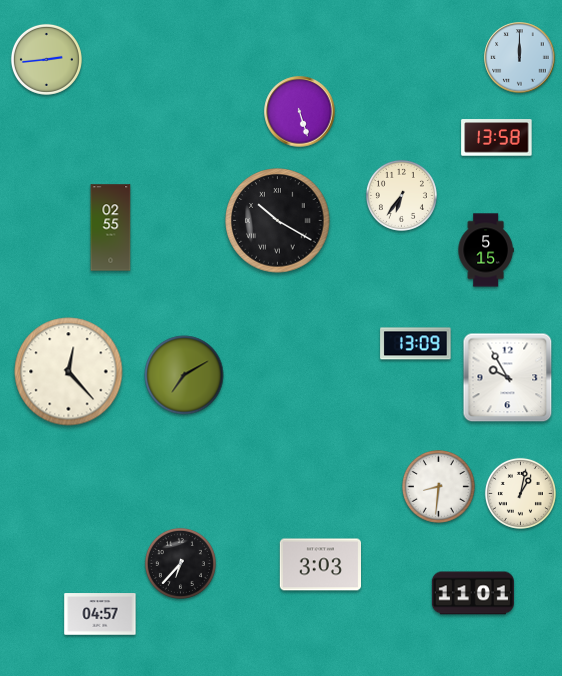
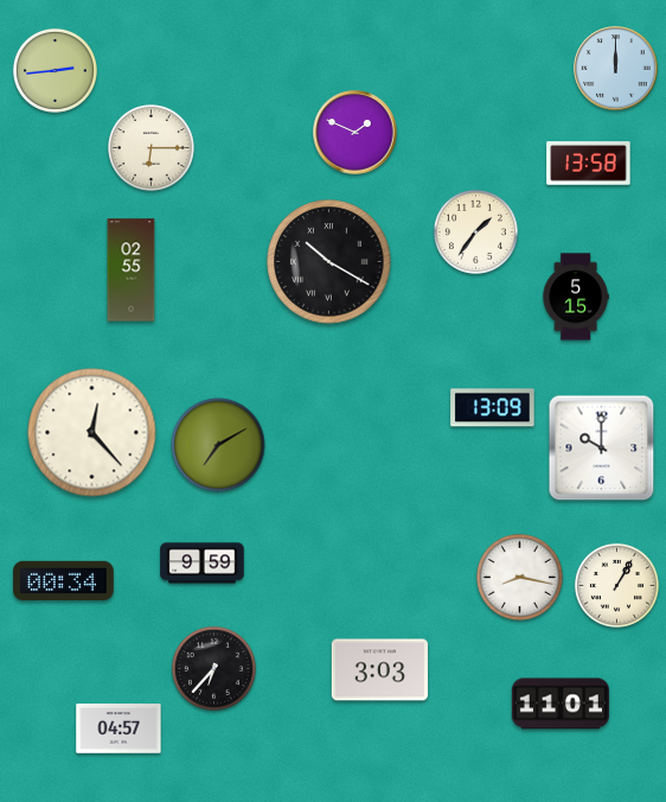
clock at (300, 112): 5:27 -> 1:49
clock at (152, 148): none -> 6:15
clock at (401, 195): 6:36 -> 1:36
clock at (69, 372) position: (69, 372) -> (92, 433)
clock at (508, 378): 9:55 -> 10:00
clock at (203, 564): none -> 9:59
clock at (439, 487): 8:31 -> 8:17
clock at (64, 580): none -> 00:34
clock at (520, 493): 1:02 -> 1:05
